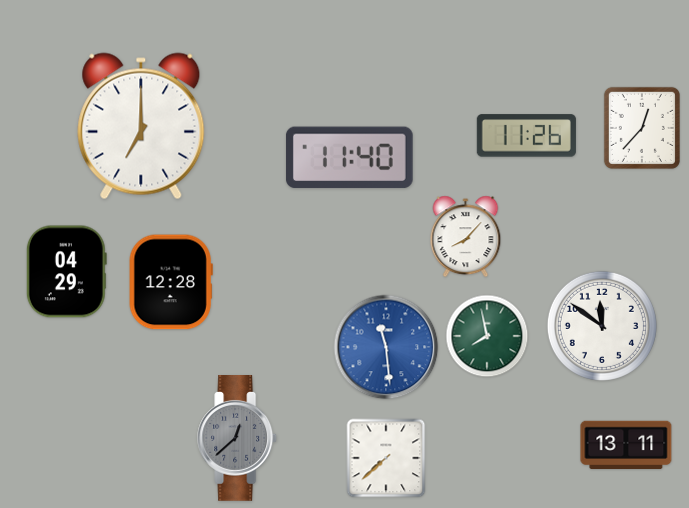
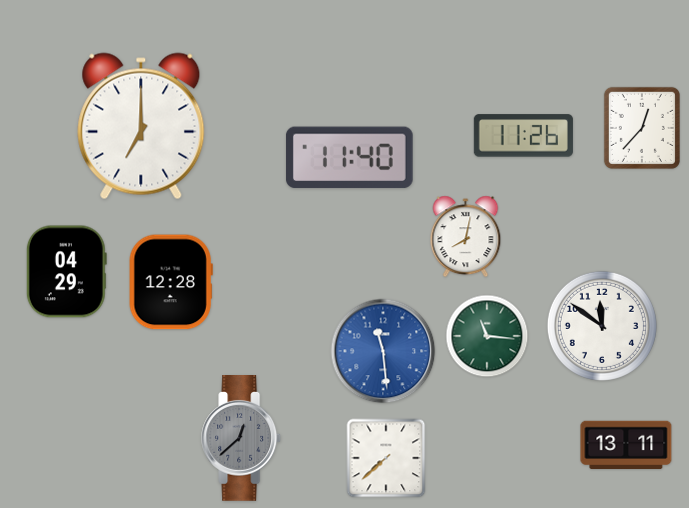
clock at (526, 136) position: (526, 136) -> (523, 136)
clock at (466, 237): 8:07 -> 8:02
clock at (487, 336): 7:58 -> 11:16
clock at (386, 347) position: (386, 347) -> (383, 351)
clock at (238, 439) position: (238, 439) -> (242, 439)
